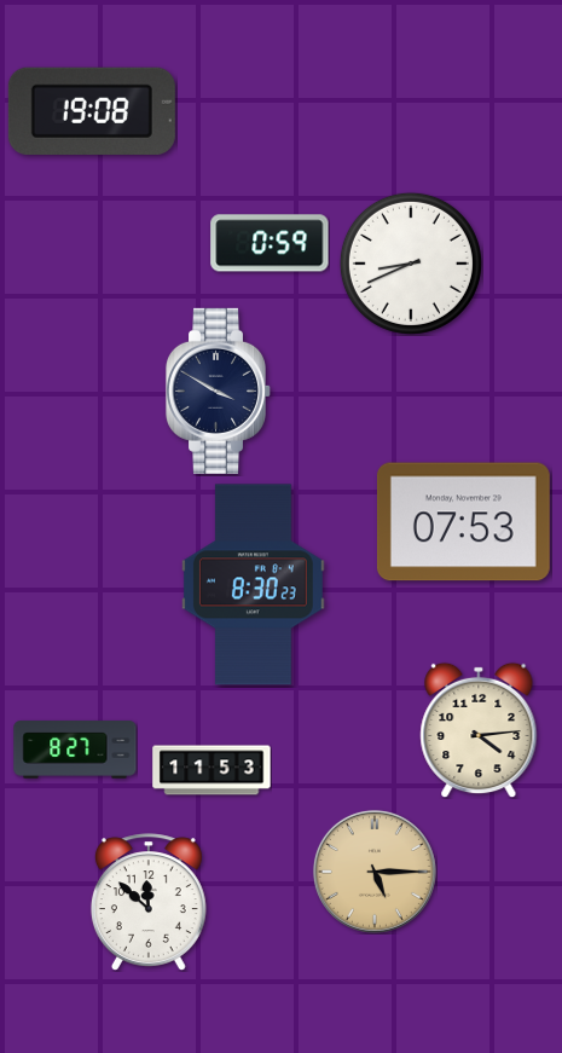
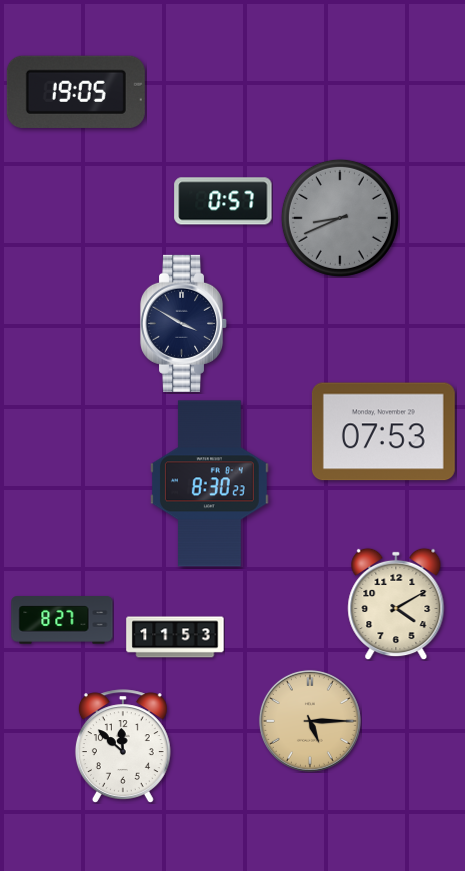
clock at (92, 111): 19:08 -> 19:05
clock at (270, 243): 0:59 -> 0:57
clock at (411, 264) dial: white -> grey
clock at (218, 390) position: (218, 390) -> (183, 323)
clock at (479, 730): 4:14 -> 4:10
